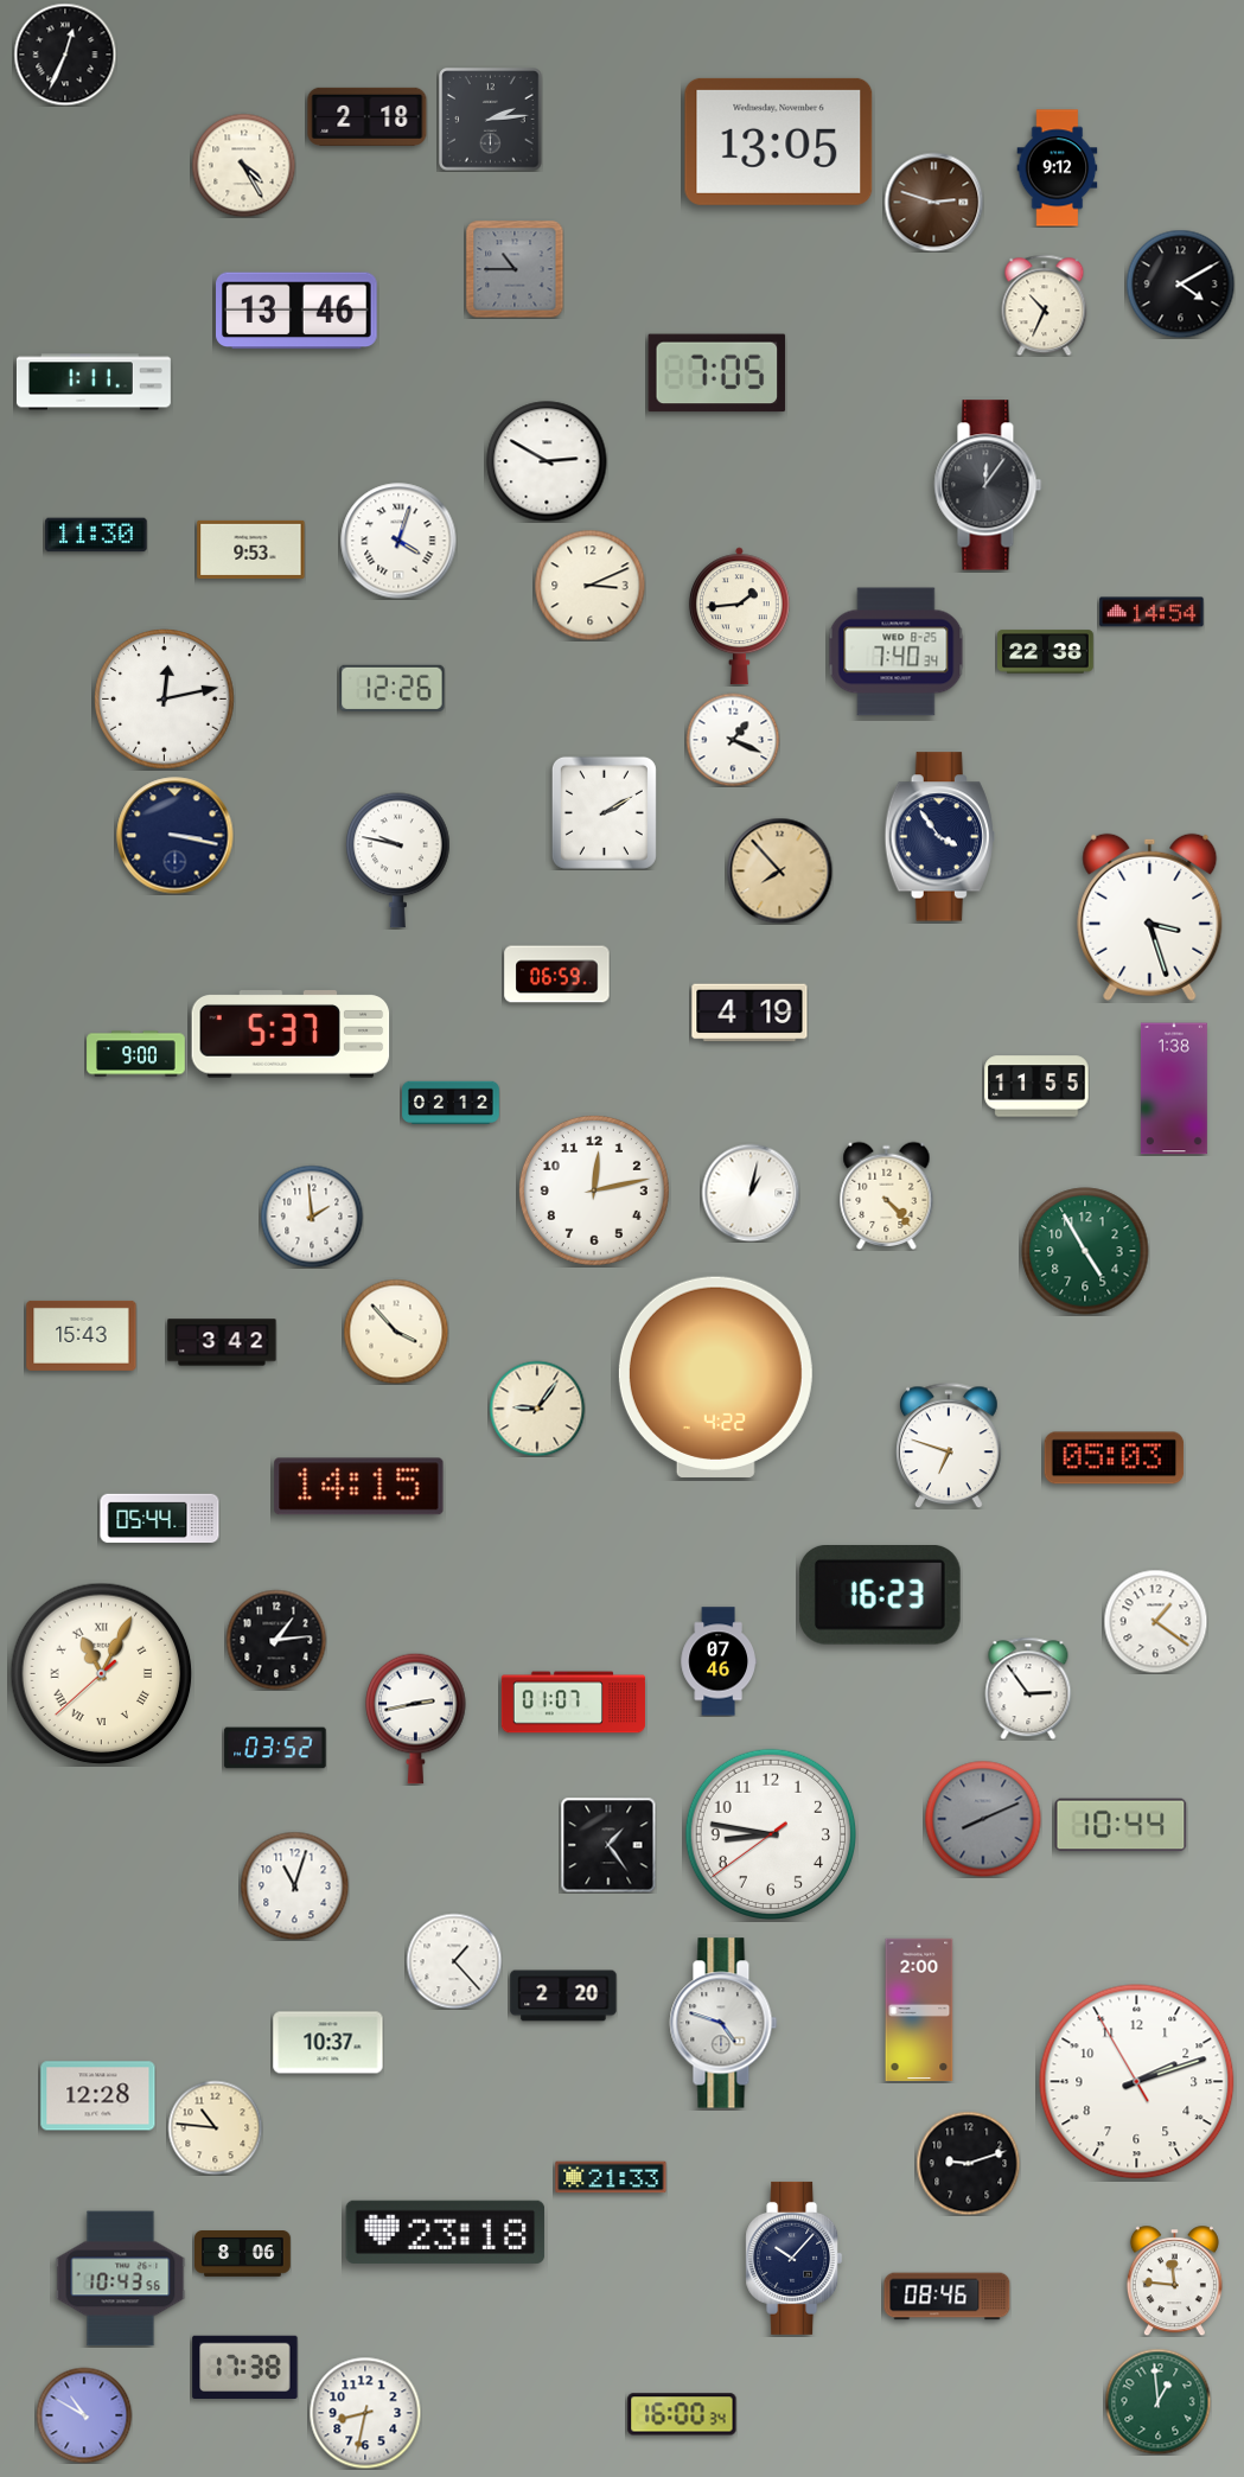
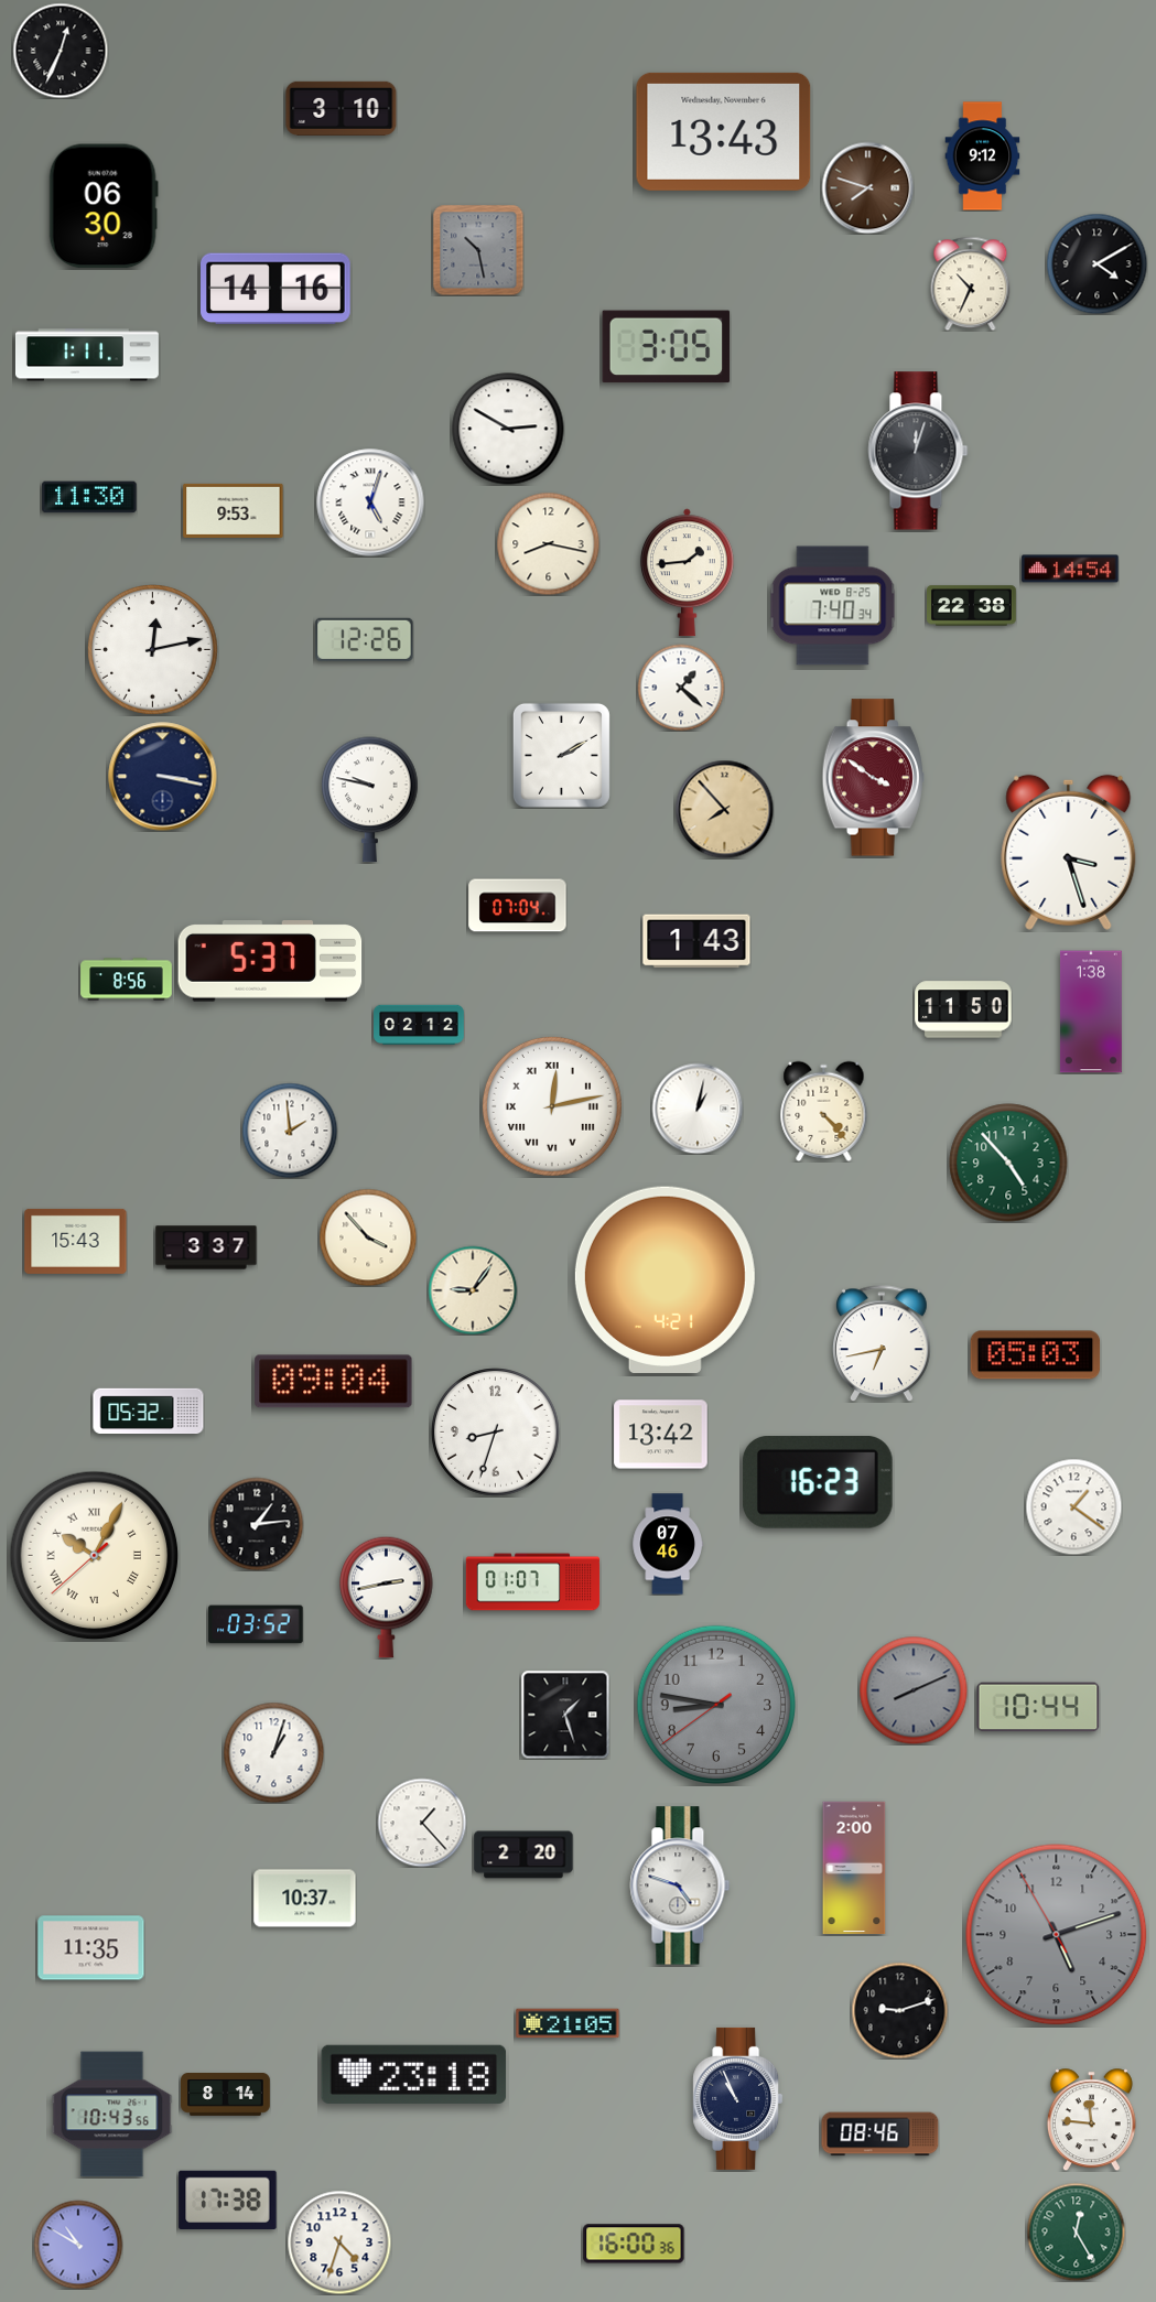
clock at (368, 116): 2:18 -> 3:10
clock at (491, 120): 2:14 -> none
clock at (779, 141): 13:05 -> 13:43
clock at (243, 165): 4:25 -> none
clock at (933, 202): 2:48 -> 7:48
clock at (104, 206): none -> 06:30
clock at (515, 269): 10:45 -> 10:28
clock at (298, 311): 13:46 -> 14:16
clock at (717, 374): 7:05 -> 3:05
clock at (988, 485): 12:06 -> 12:03
clock at (398, 541): 4:03 -> 5:03
clock at (589, 585): 3:11 -> 8:17
clock at (733, 740): 1:19 -> 1:22
clock at (939, 837): 3:54 -> 3:51
clock at (939, 837) dial: navy -> burgundy
clock at (557, 975): 06:59 -> 07:04
clock at (749, 1013): 4:19 -> 1:43
clock at (136, 1054): 9:00 -> 8:56
clock at (1036, 1086): 11:55 -> 11:50
clock at (594, 1190) numerals: Arabic -> Roman
clock at (1085, 1251): 4:55 -> 4:53
clock at (222, 1342): 3:42 -> 3:37
clock at (715, 1377): 4:22 -> 4:21
clock at (537, 1409) position: (537, 1409) -> (473, 1290)
clock at (950, 1445): 6:48 -> 6:43
clock at (359, 1487): 14:15 -> 09:04
clock at (160, 1519): 05:44 -> 05:32
clock at (496, 1433): none -> 8:33
clock at (661, 1435): none -> 13:42
clock at (102, 1674): 11:04 -> 10:04
clock at (1028, 1688): 2:54 -> none
clock at (1121, 1825) position: (1121, 1825) -> (1038, 1707)
clock at (770, 1833) dial: white -> grey
clock at (608, 1845): 1:24 -> 1:27
clock at (294, 1885): 11:03 -> 1:03
clock at (723, 2023) position: (723, 2023) -> (680, 1885)
clock at (1137, 2082): 2:11 -> 5:11
clock at (1137, 2082) dial: white -> grey
clock at (98, 2096): 12:28 -> 11:35
clock at (215, 2127): 10:46 -> none
clock at (611, 2177): 21:33 -> 21:05
clock at (243, 2254): 8:06 -> 8:14
clock at (795, 2258): 10:07 -> 10:56
clock at (121, 2279) position: (121, 2279) -> (112, 2115)
clock at (1157, 2401): 12:59 -> 12:25
clock at (365, 2413): 8:32 -> 4:33
clock at (682, 2414): 16:00:34 -> 16:00:36
